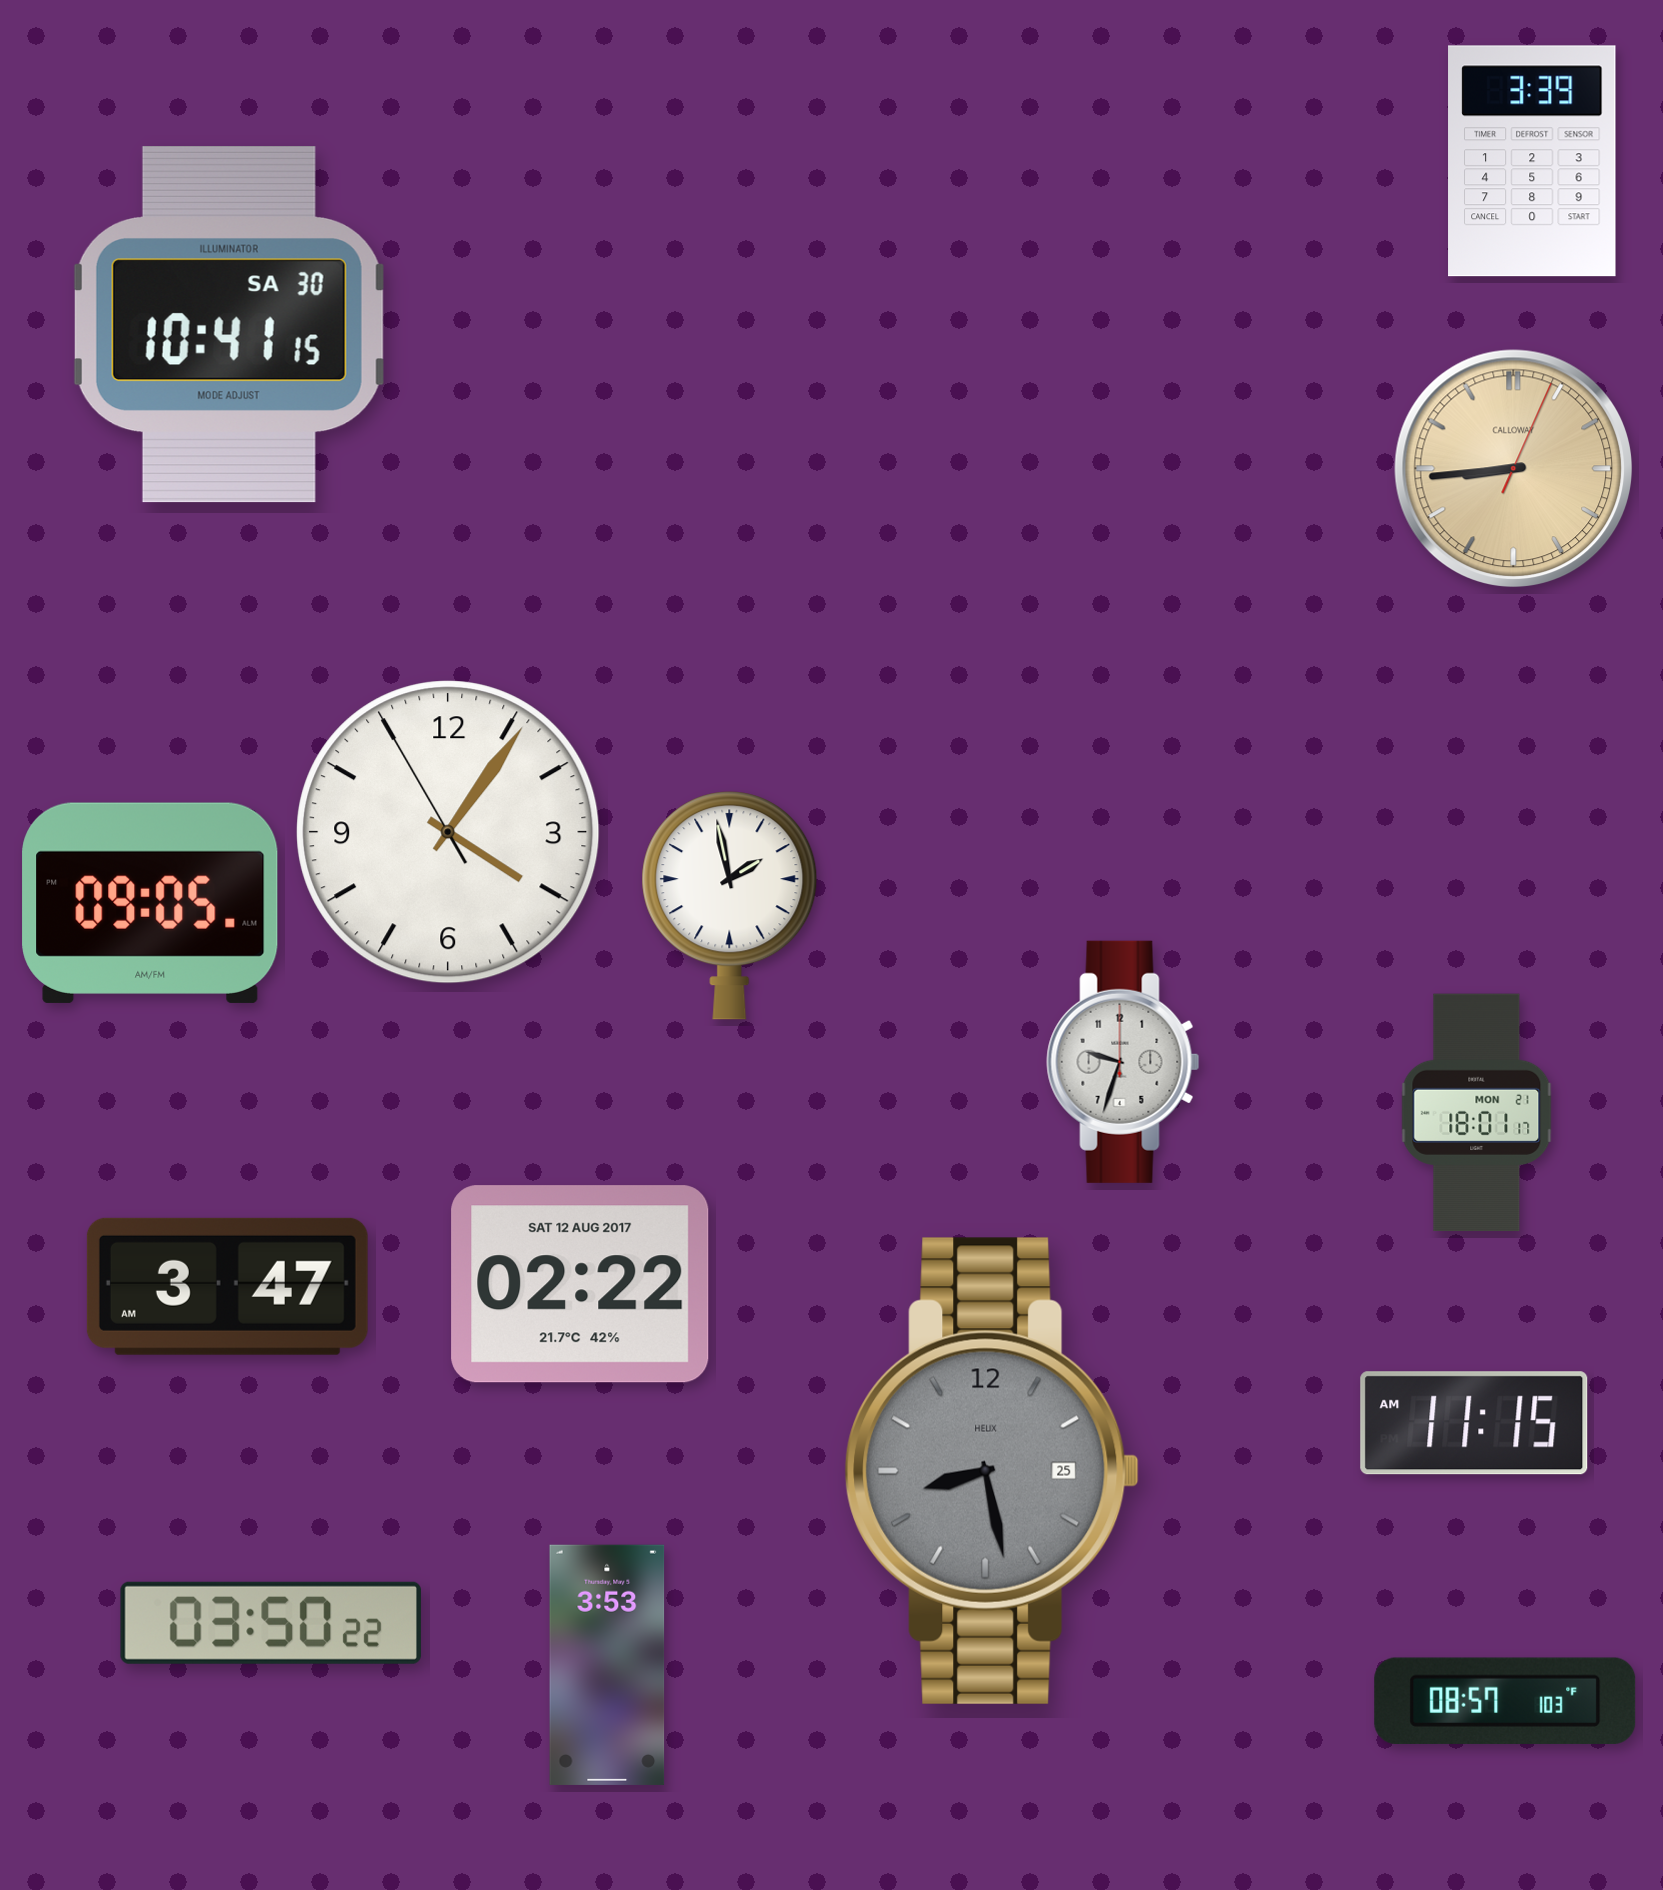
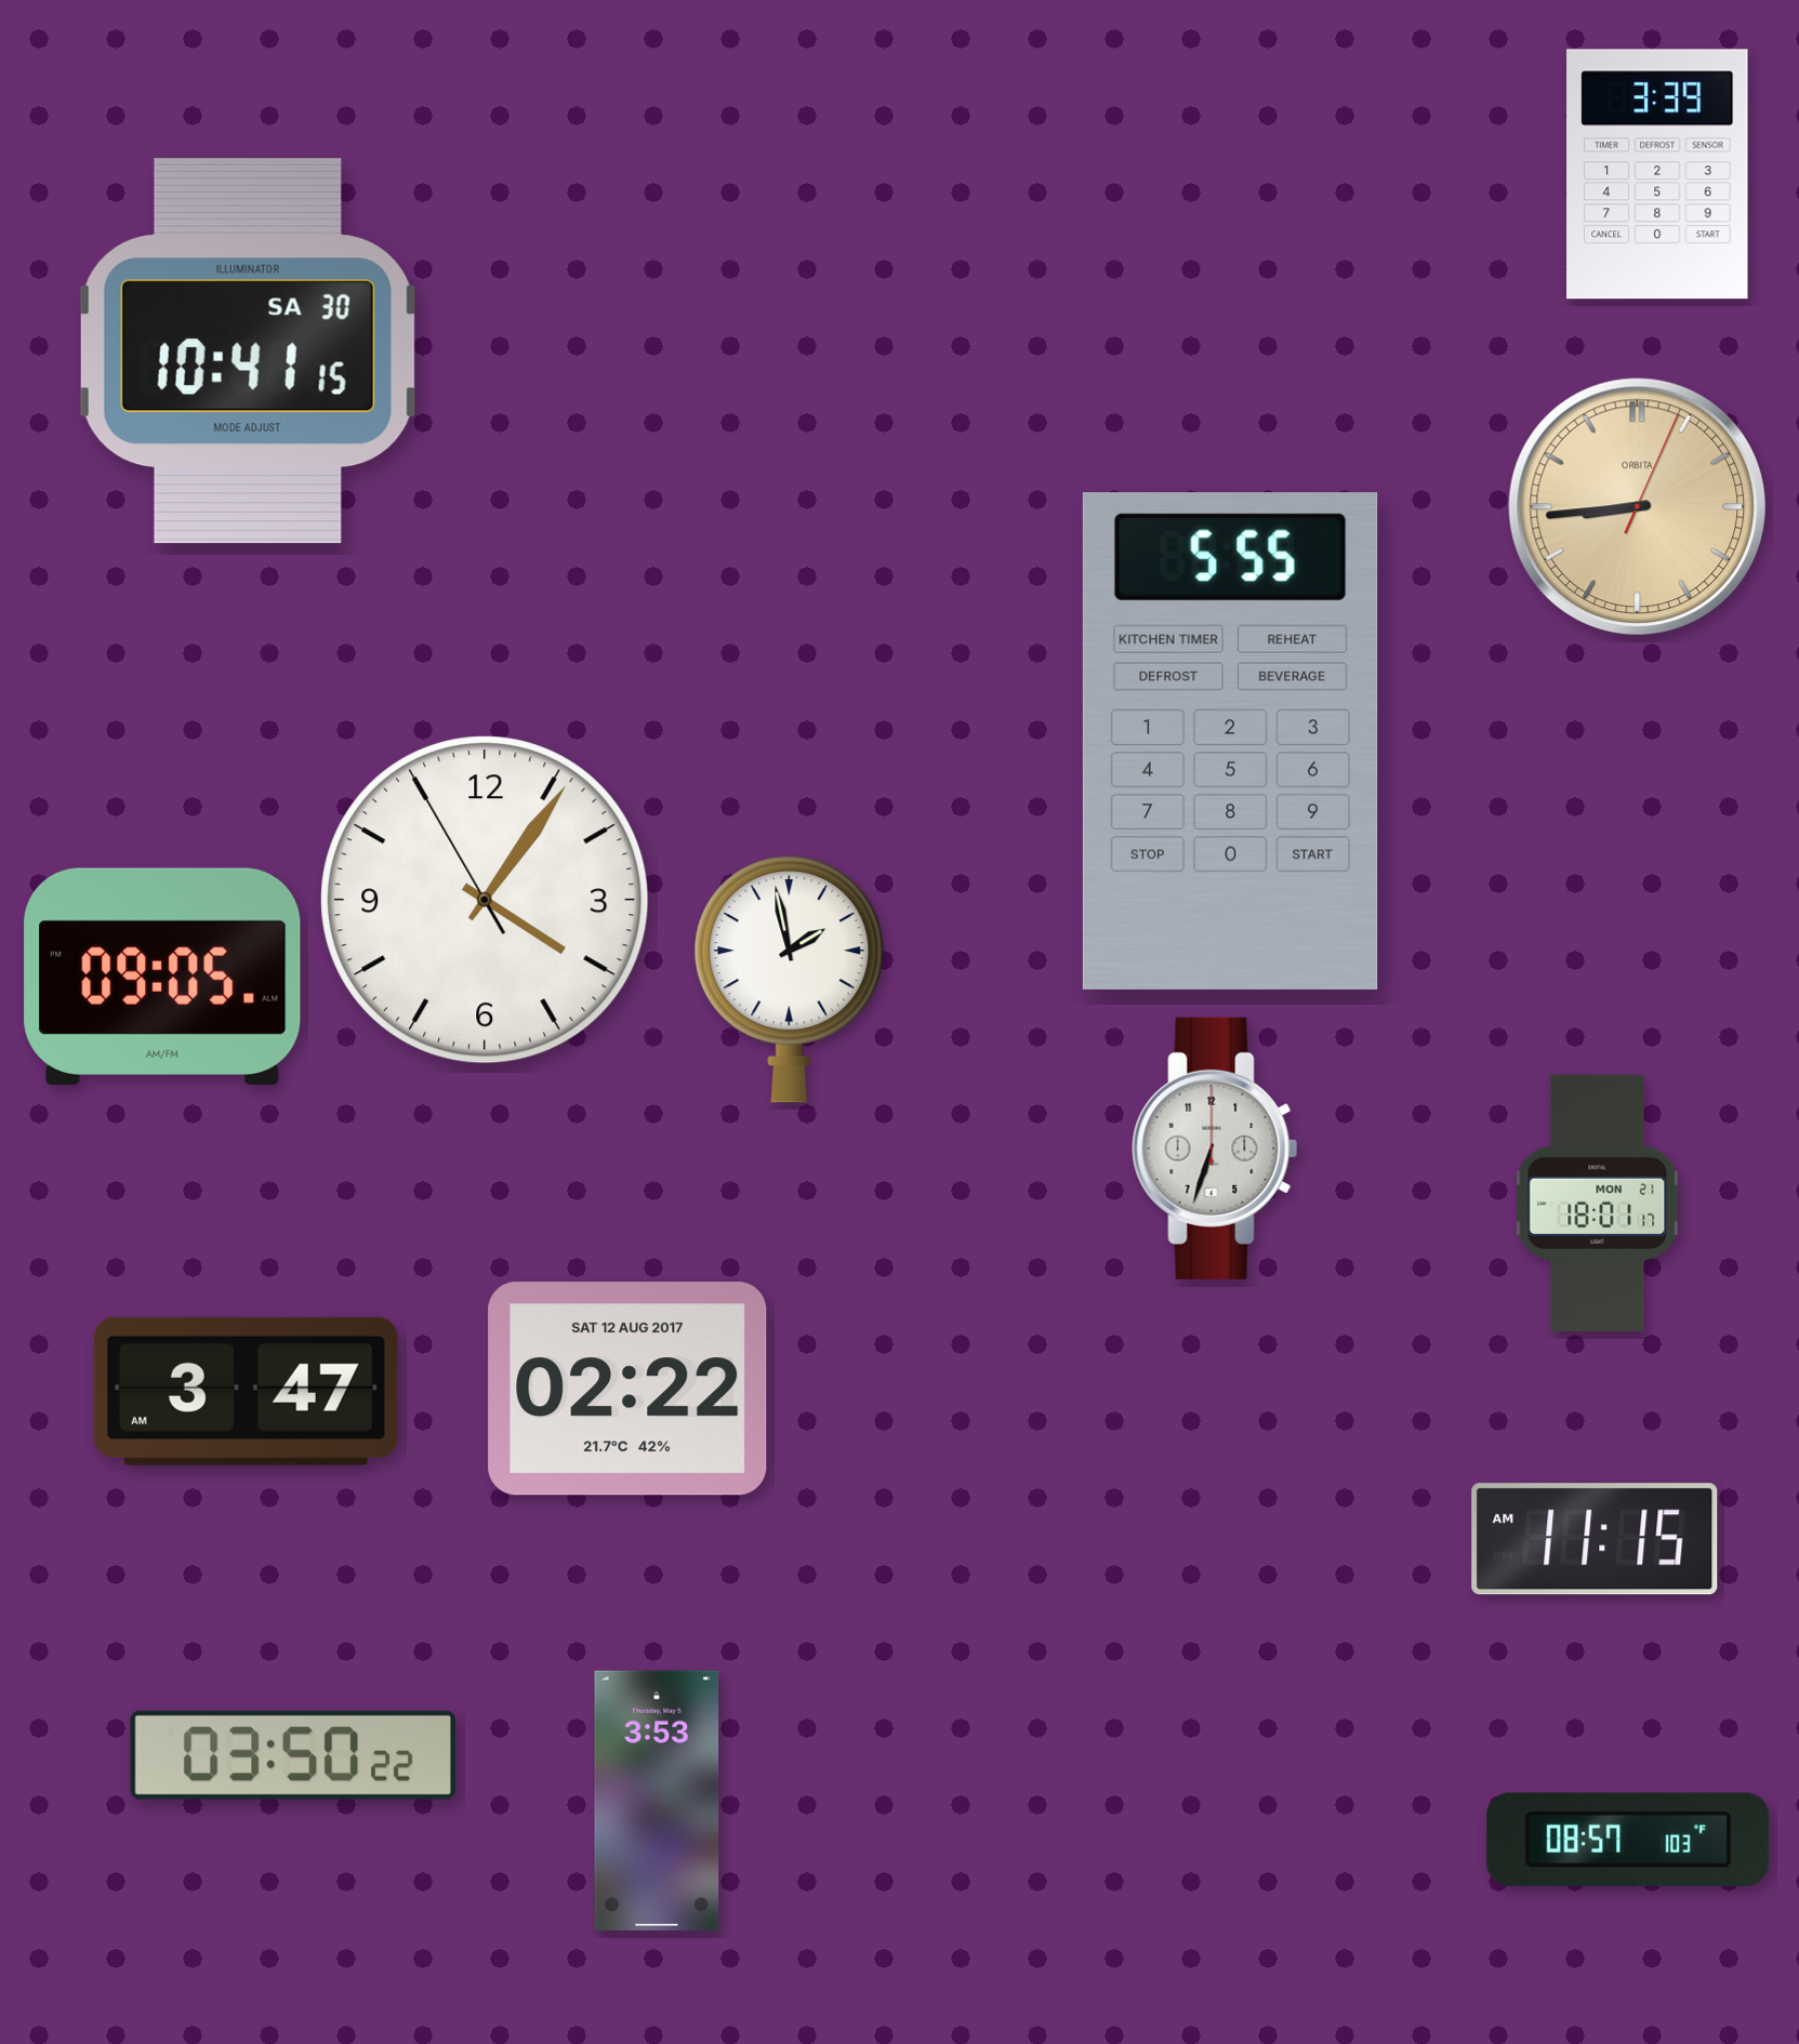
clock at (1514, 469) brand: CALLOWAY -> ORBITA
clock at (1230, 741): none -> 5:55
clock at (1123, 1062): 9:33 -> 6:33
clock at (992, 1471): 8:28 -> none
